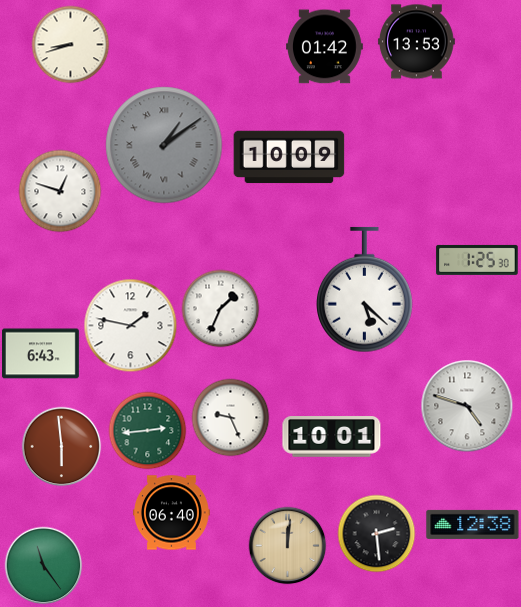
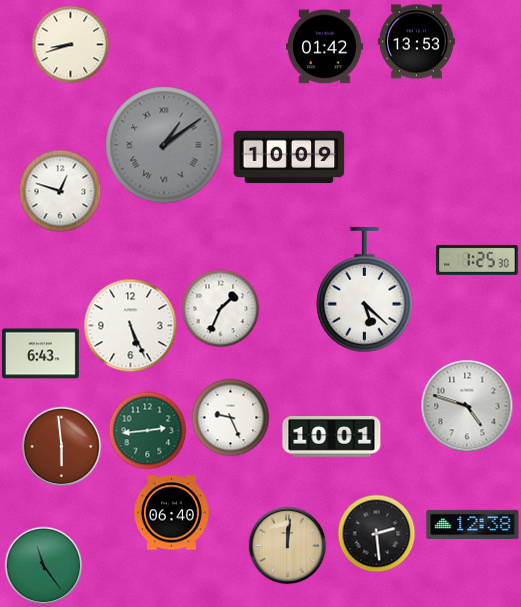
clock at (130, 325): 1:47 -> 5:26
